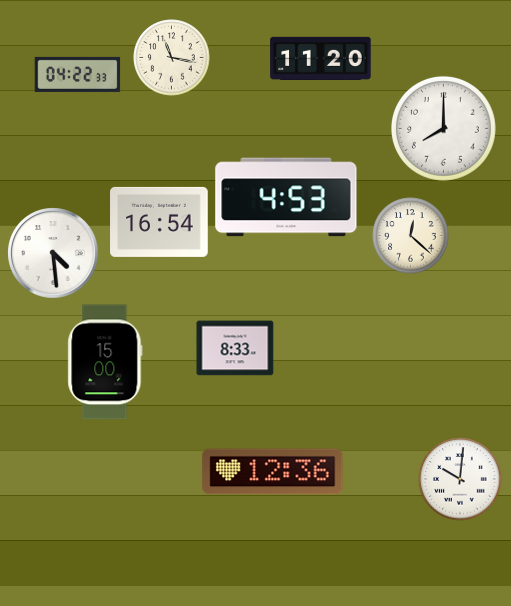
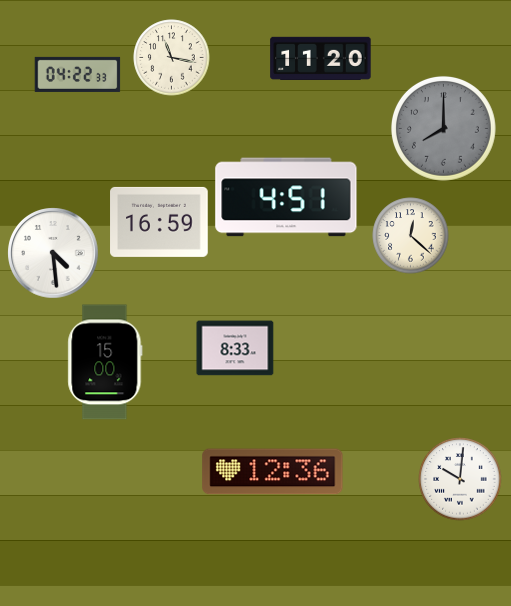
clock at (443, 128) dial: white -> grey
clock at (286, 197): 4:53 -> 4:51
clock at (159, 222): 16:54 -> 16:59
